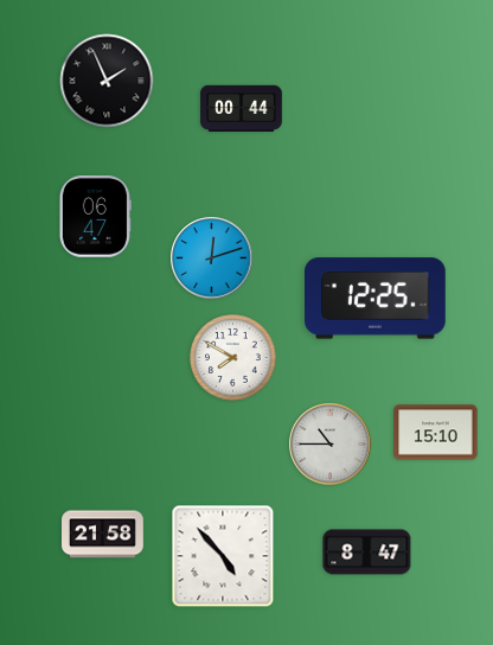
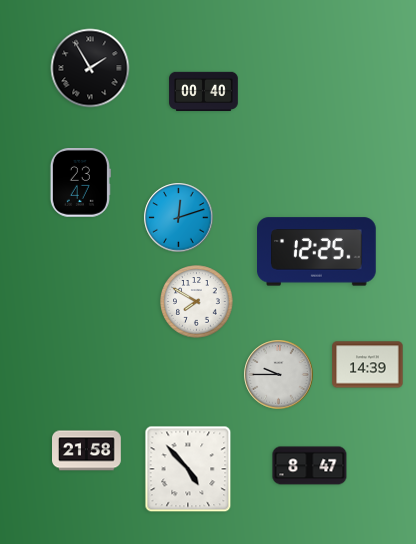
clock at (107, 81): 1:56 -> 1:55
clock at (242, 108): 00:44 -> 00:40
clock at (95, 217): 06:47 -> 23:47
clock at (436, 433): 15:10 -> 14:39
clock at (331, 445): 10:45 -> 9:45
